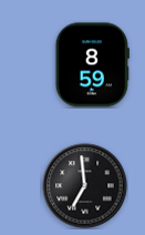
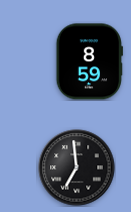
clock at (92, 65) position: (92, 65) -> (89, 62)
